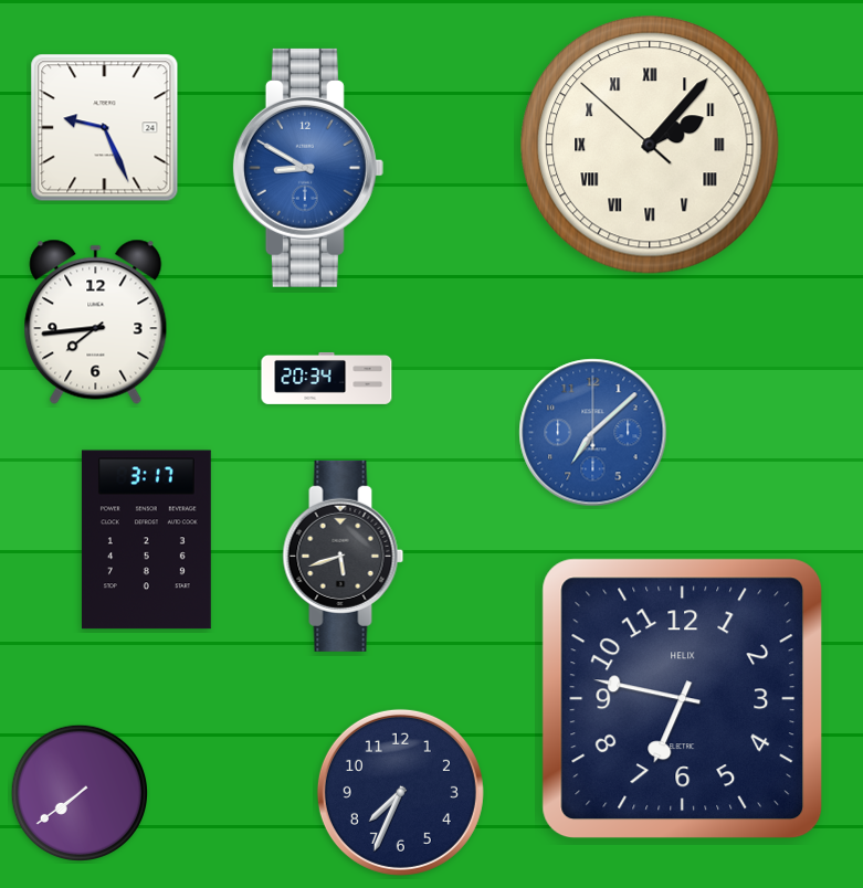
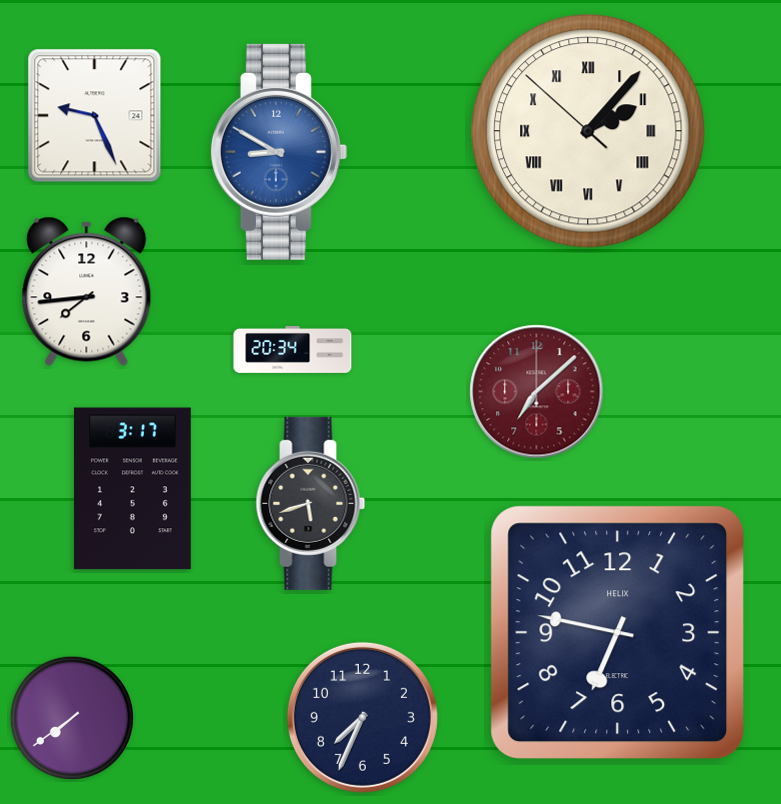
clock at (327, 378) position: (327, 378) -> (293, 349)
clock at (593, 433) dial: blue -> burgundy
